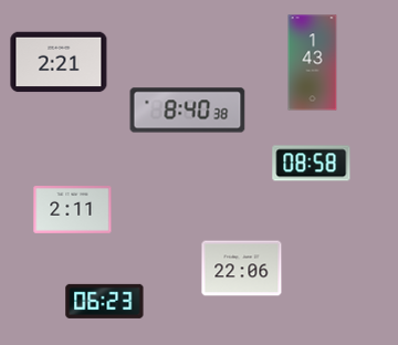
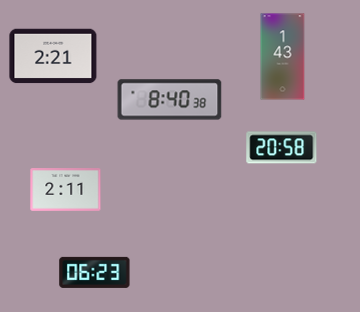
clock at (312, 164): 08:58 -> 20:58
clock at (242, 269): 22:06 -> none
